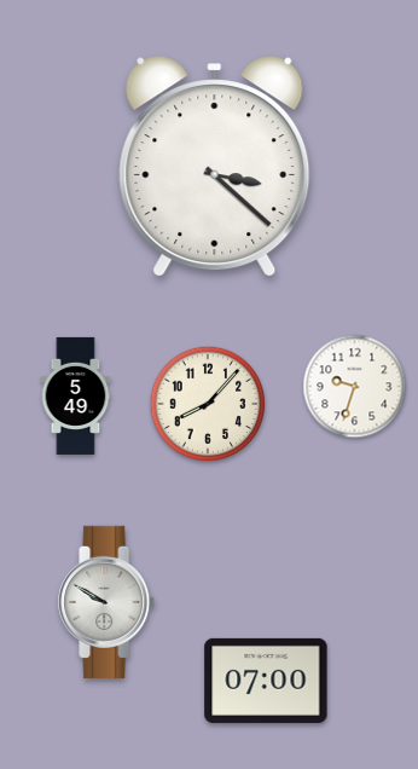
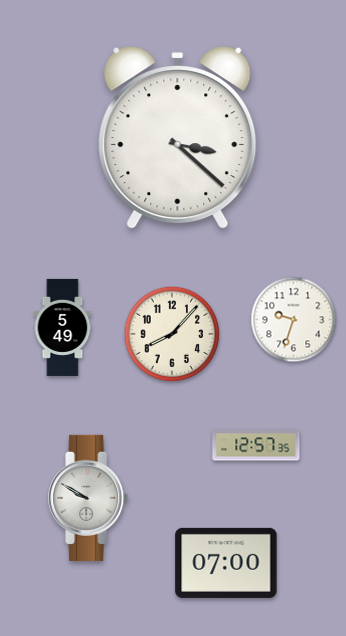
clock at (256, 445): none -> 12:57
clock at (266, 681) position: (266, 681) -> (226, 563)
